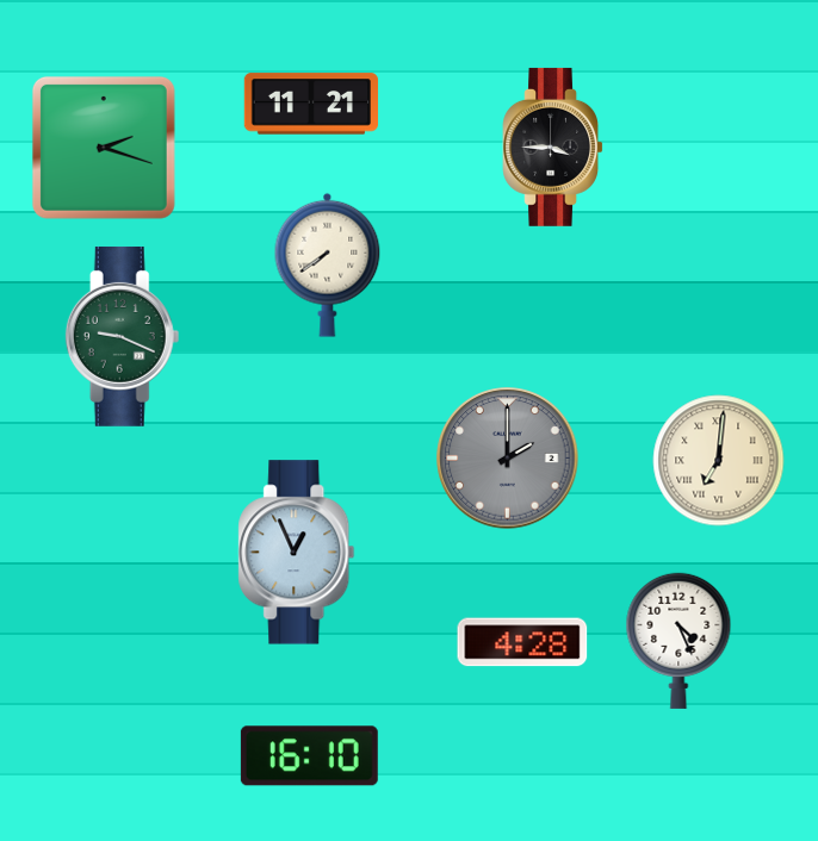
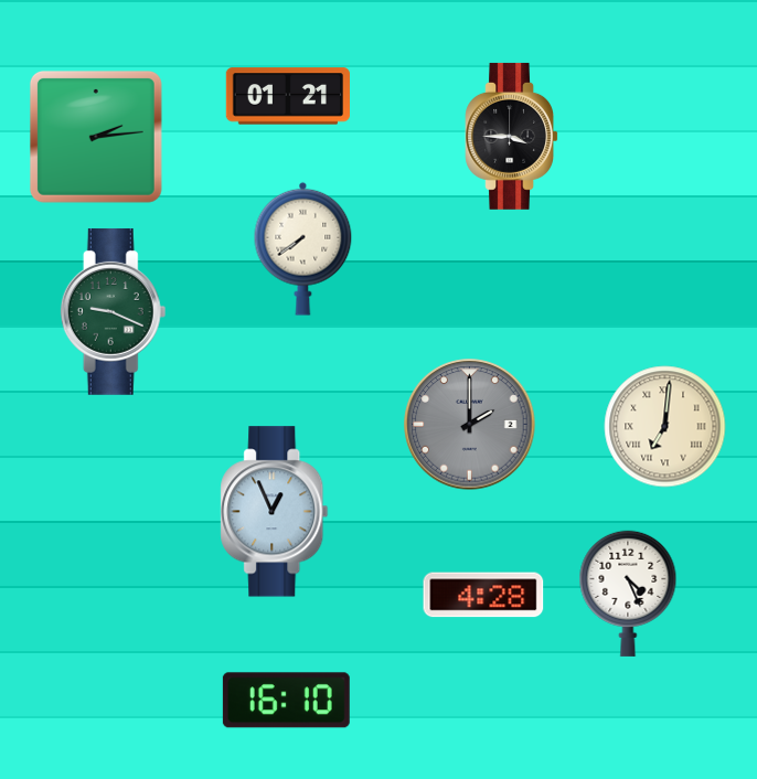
clock at (310, 104): 11:21 -> 01:21
clock at (104, 148): 2:18 -> 2:14
clock at (328, 264) position: (328, 264) -> (303, 248)
